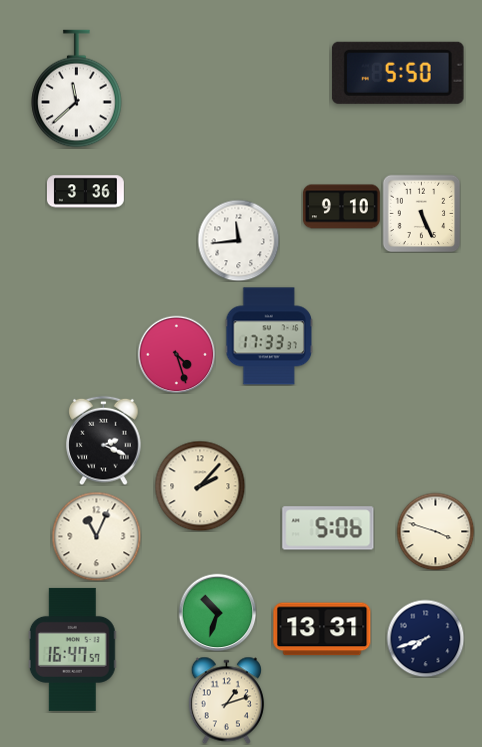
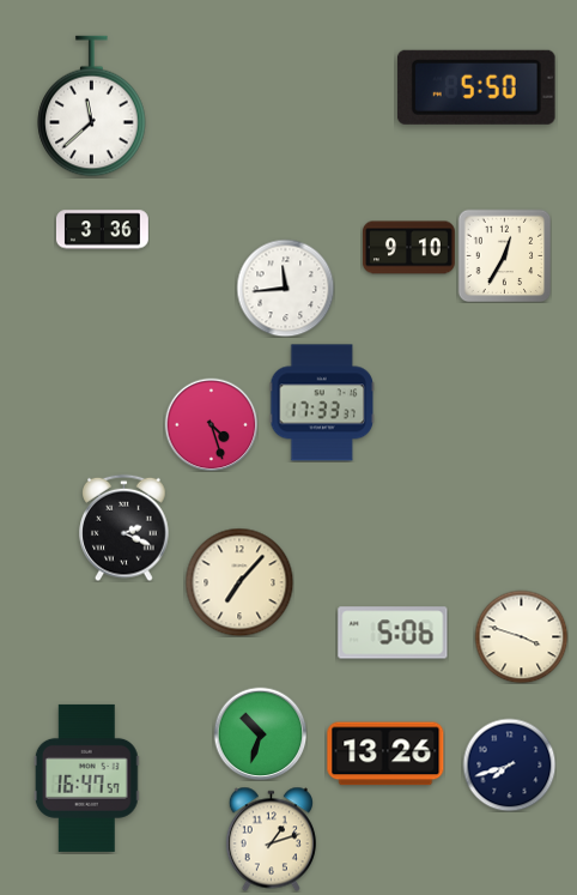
clock at (421, 213): 5:26 -> 12:35
clock at (200, 486): 2:07 -> 7:07
clock at (96, 536): 11:04 -> none
clock at (322, 629): 13:31 -> 13:26
